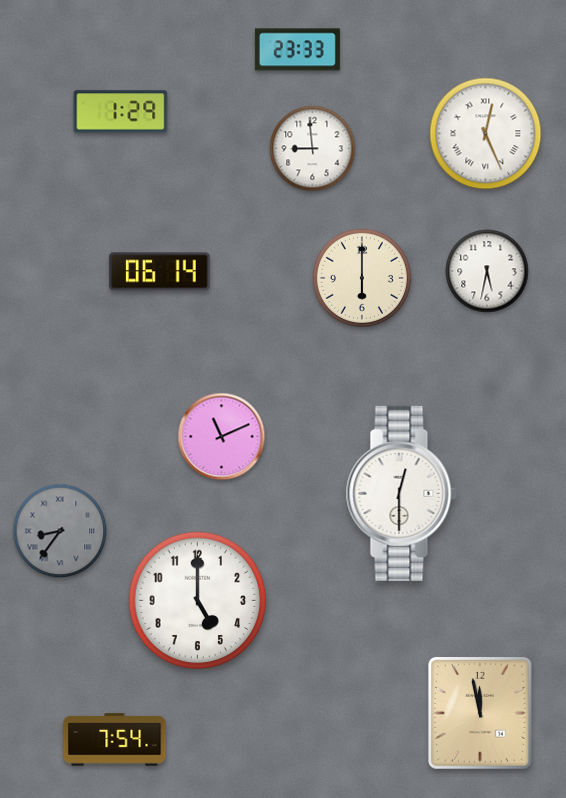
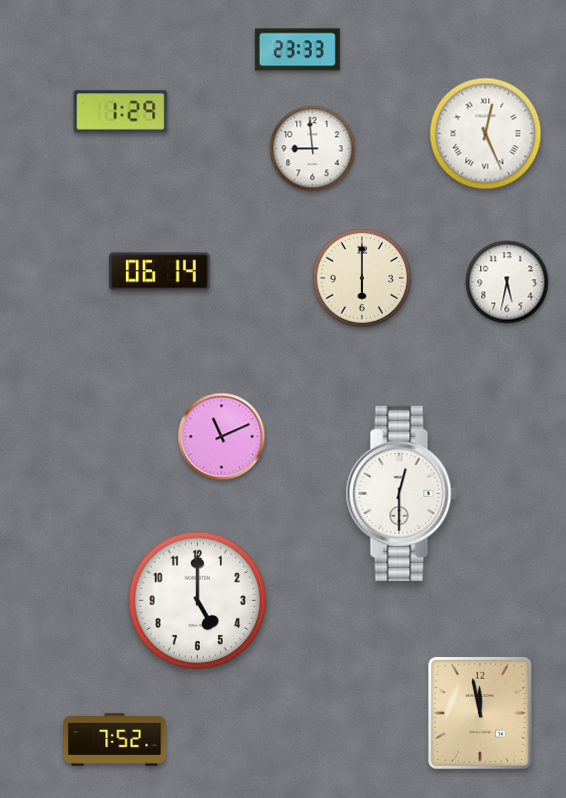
clock at (487, 271) position: (487, 271) -> (507, 282)
clock at (60, 531): 8:36 -> none
clock at (115, 740): 7:54 -> 7:52
